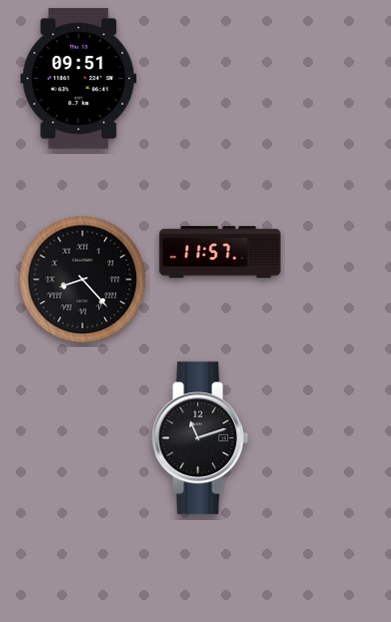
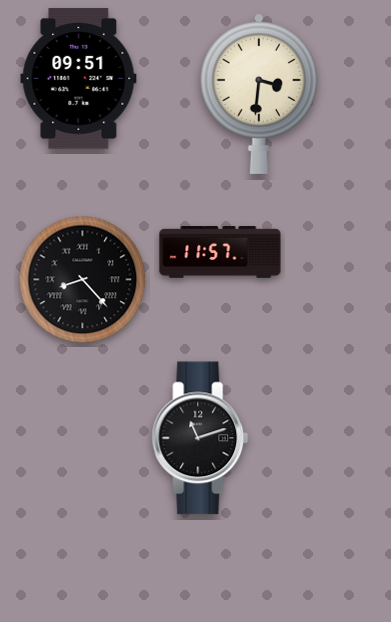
clock at (259, 93): none -> 3:31
